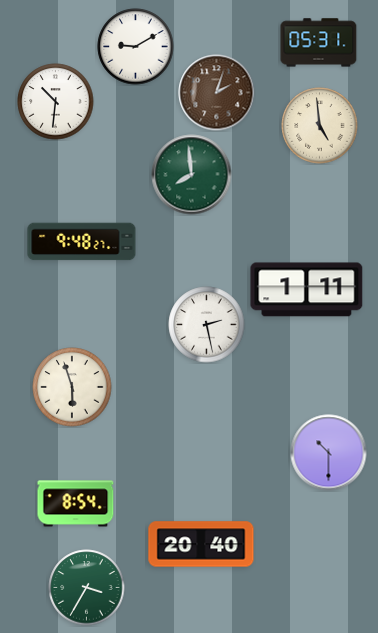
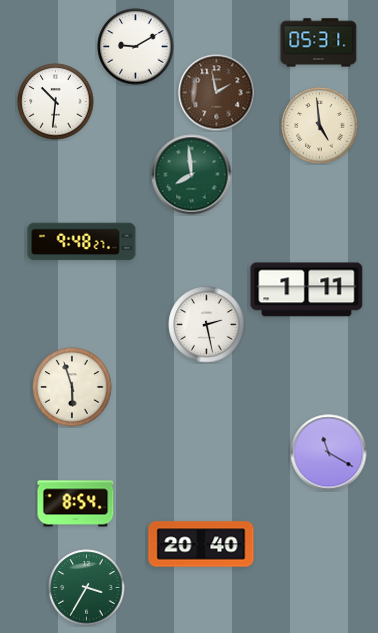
clock at (217, 93): 2:03 -> 1:58
clock at (329, 453): 10:30 -> 11:20
